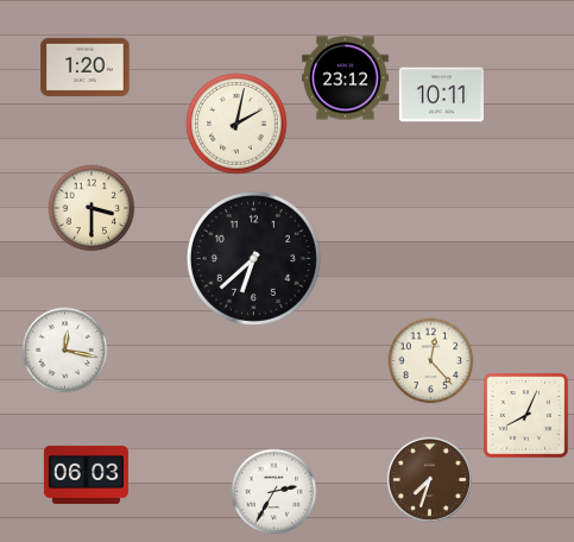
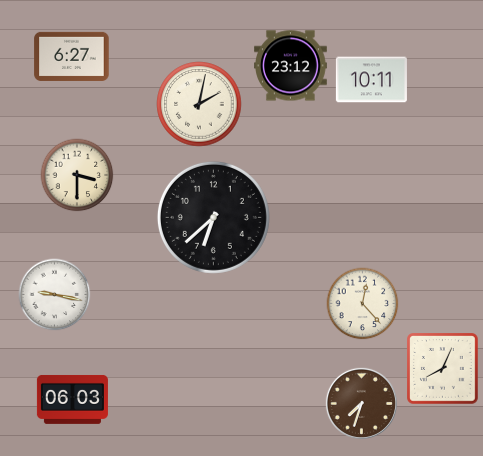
clock at (86, 67): 1:20 -> 6:27
clock at (65, 351): 12:17 -> 9:17
clock at (526, 416) position: (526, 416) -> (443, 369)
clock at (275, 492): 2:35 -> none
